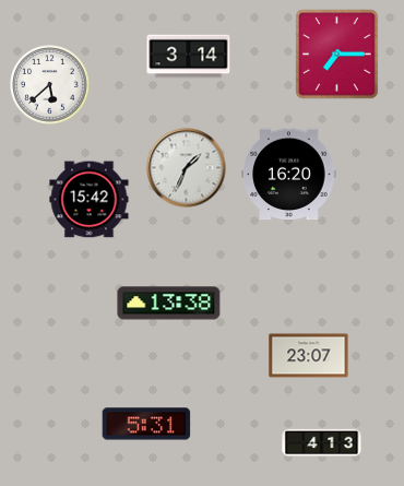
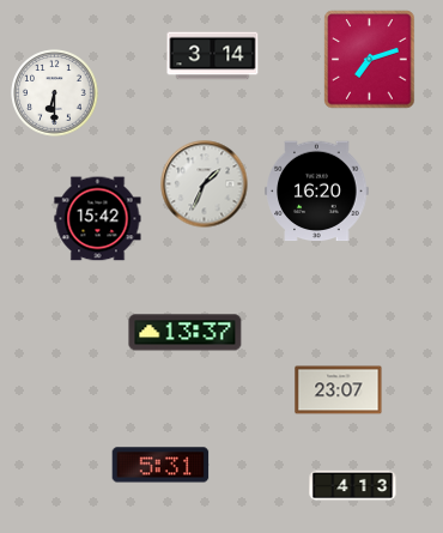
clock at (337, 55): 7:15 -> 7:12
clock at (189, 57) position: (189, 57) -> (213, 56)
clock at (50, 85): 5:38 -> 6:30
clock at (169, 304): 13:38 -> 13:37
